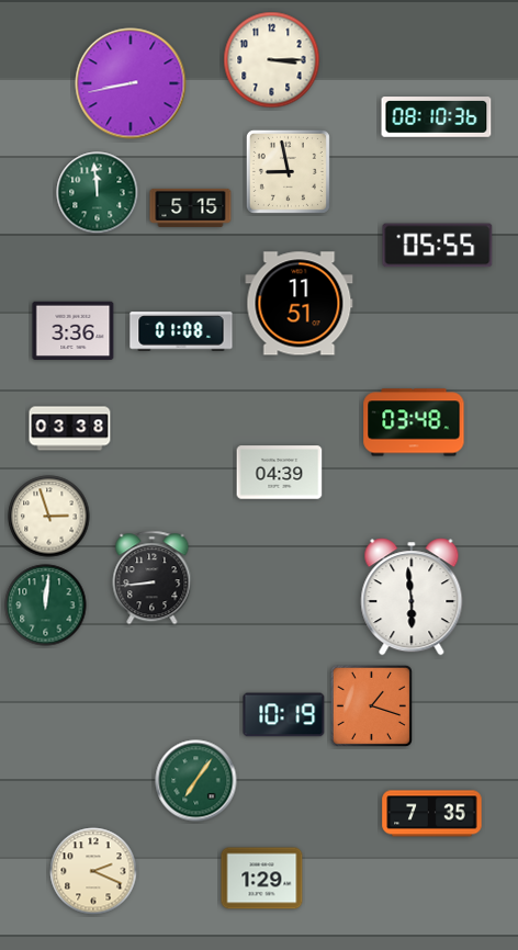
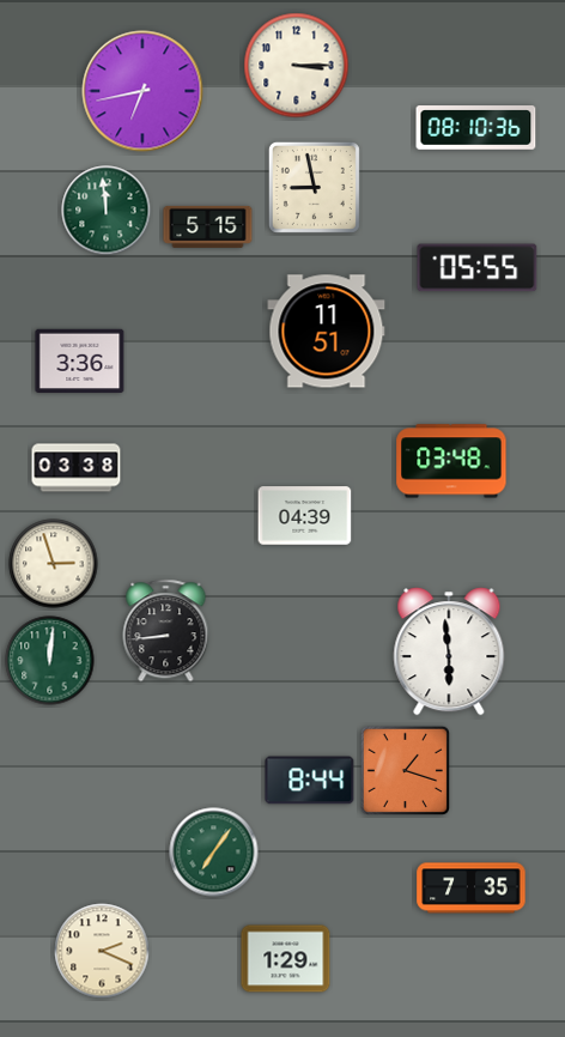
clock at (131, 83): 8:43 -> 6:43
clock at (181, 331): 01:08 -> none
clock at (284, 715): 10:19 -> 8:44
